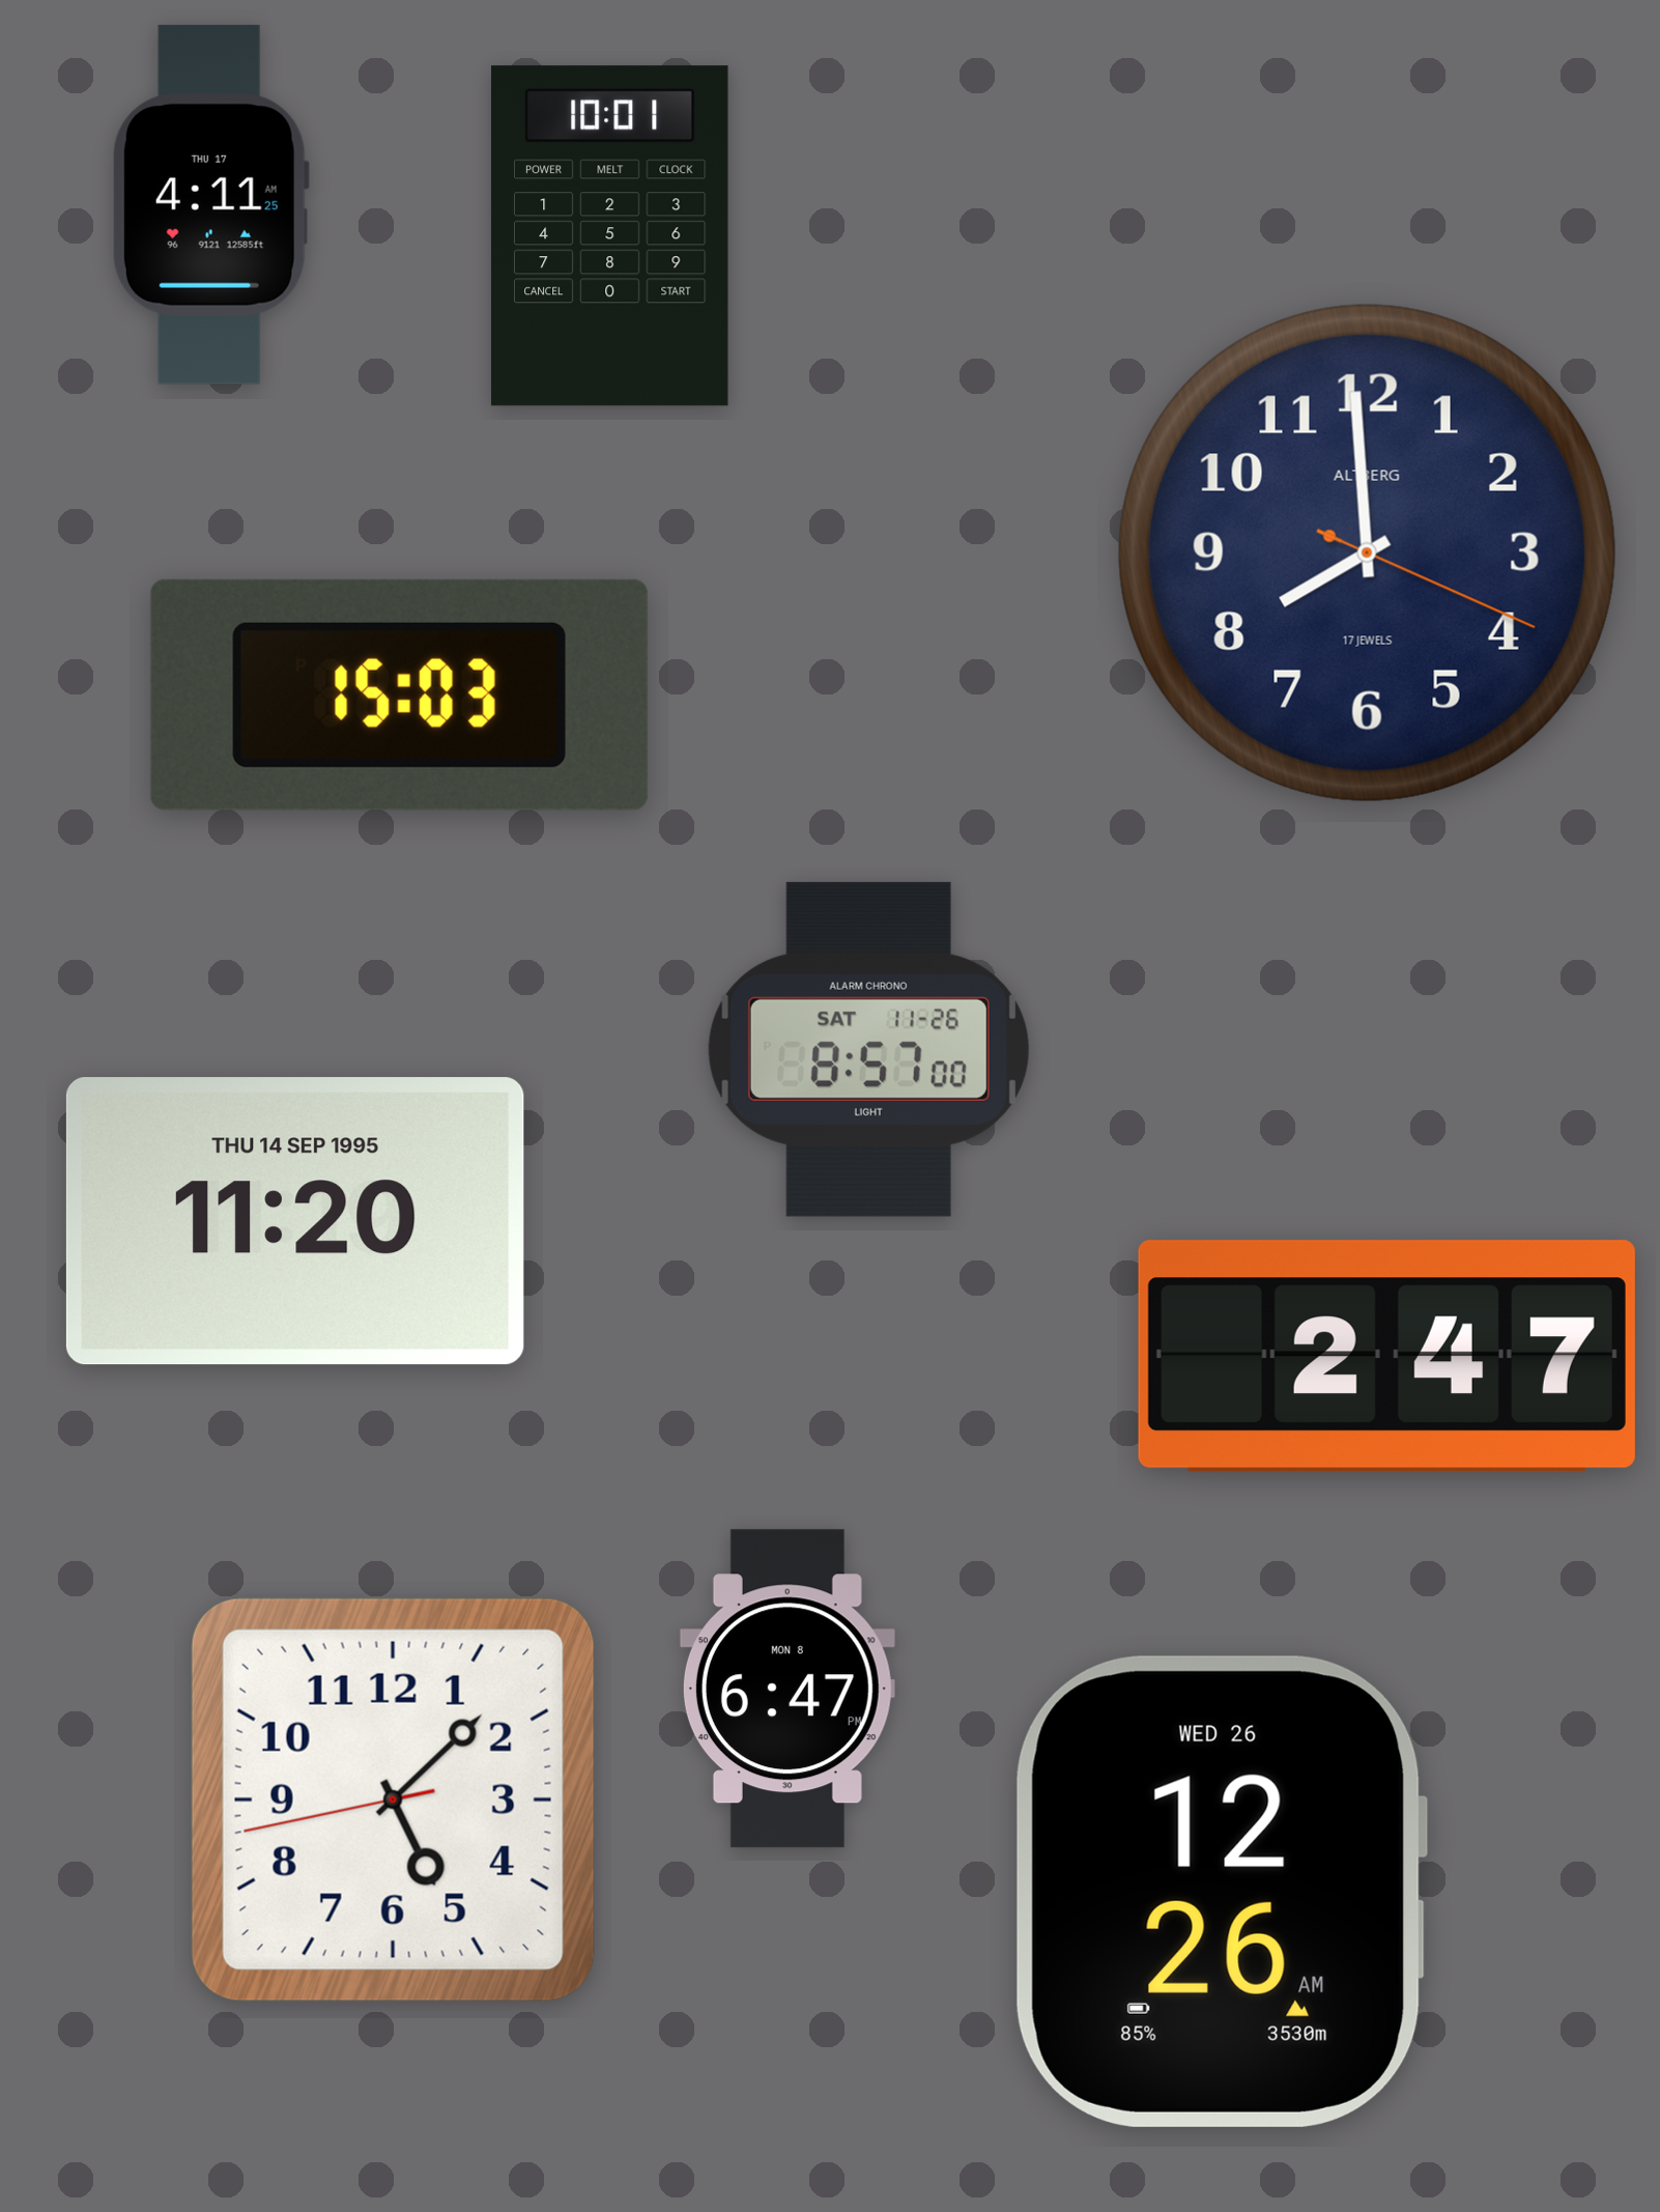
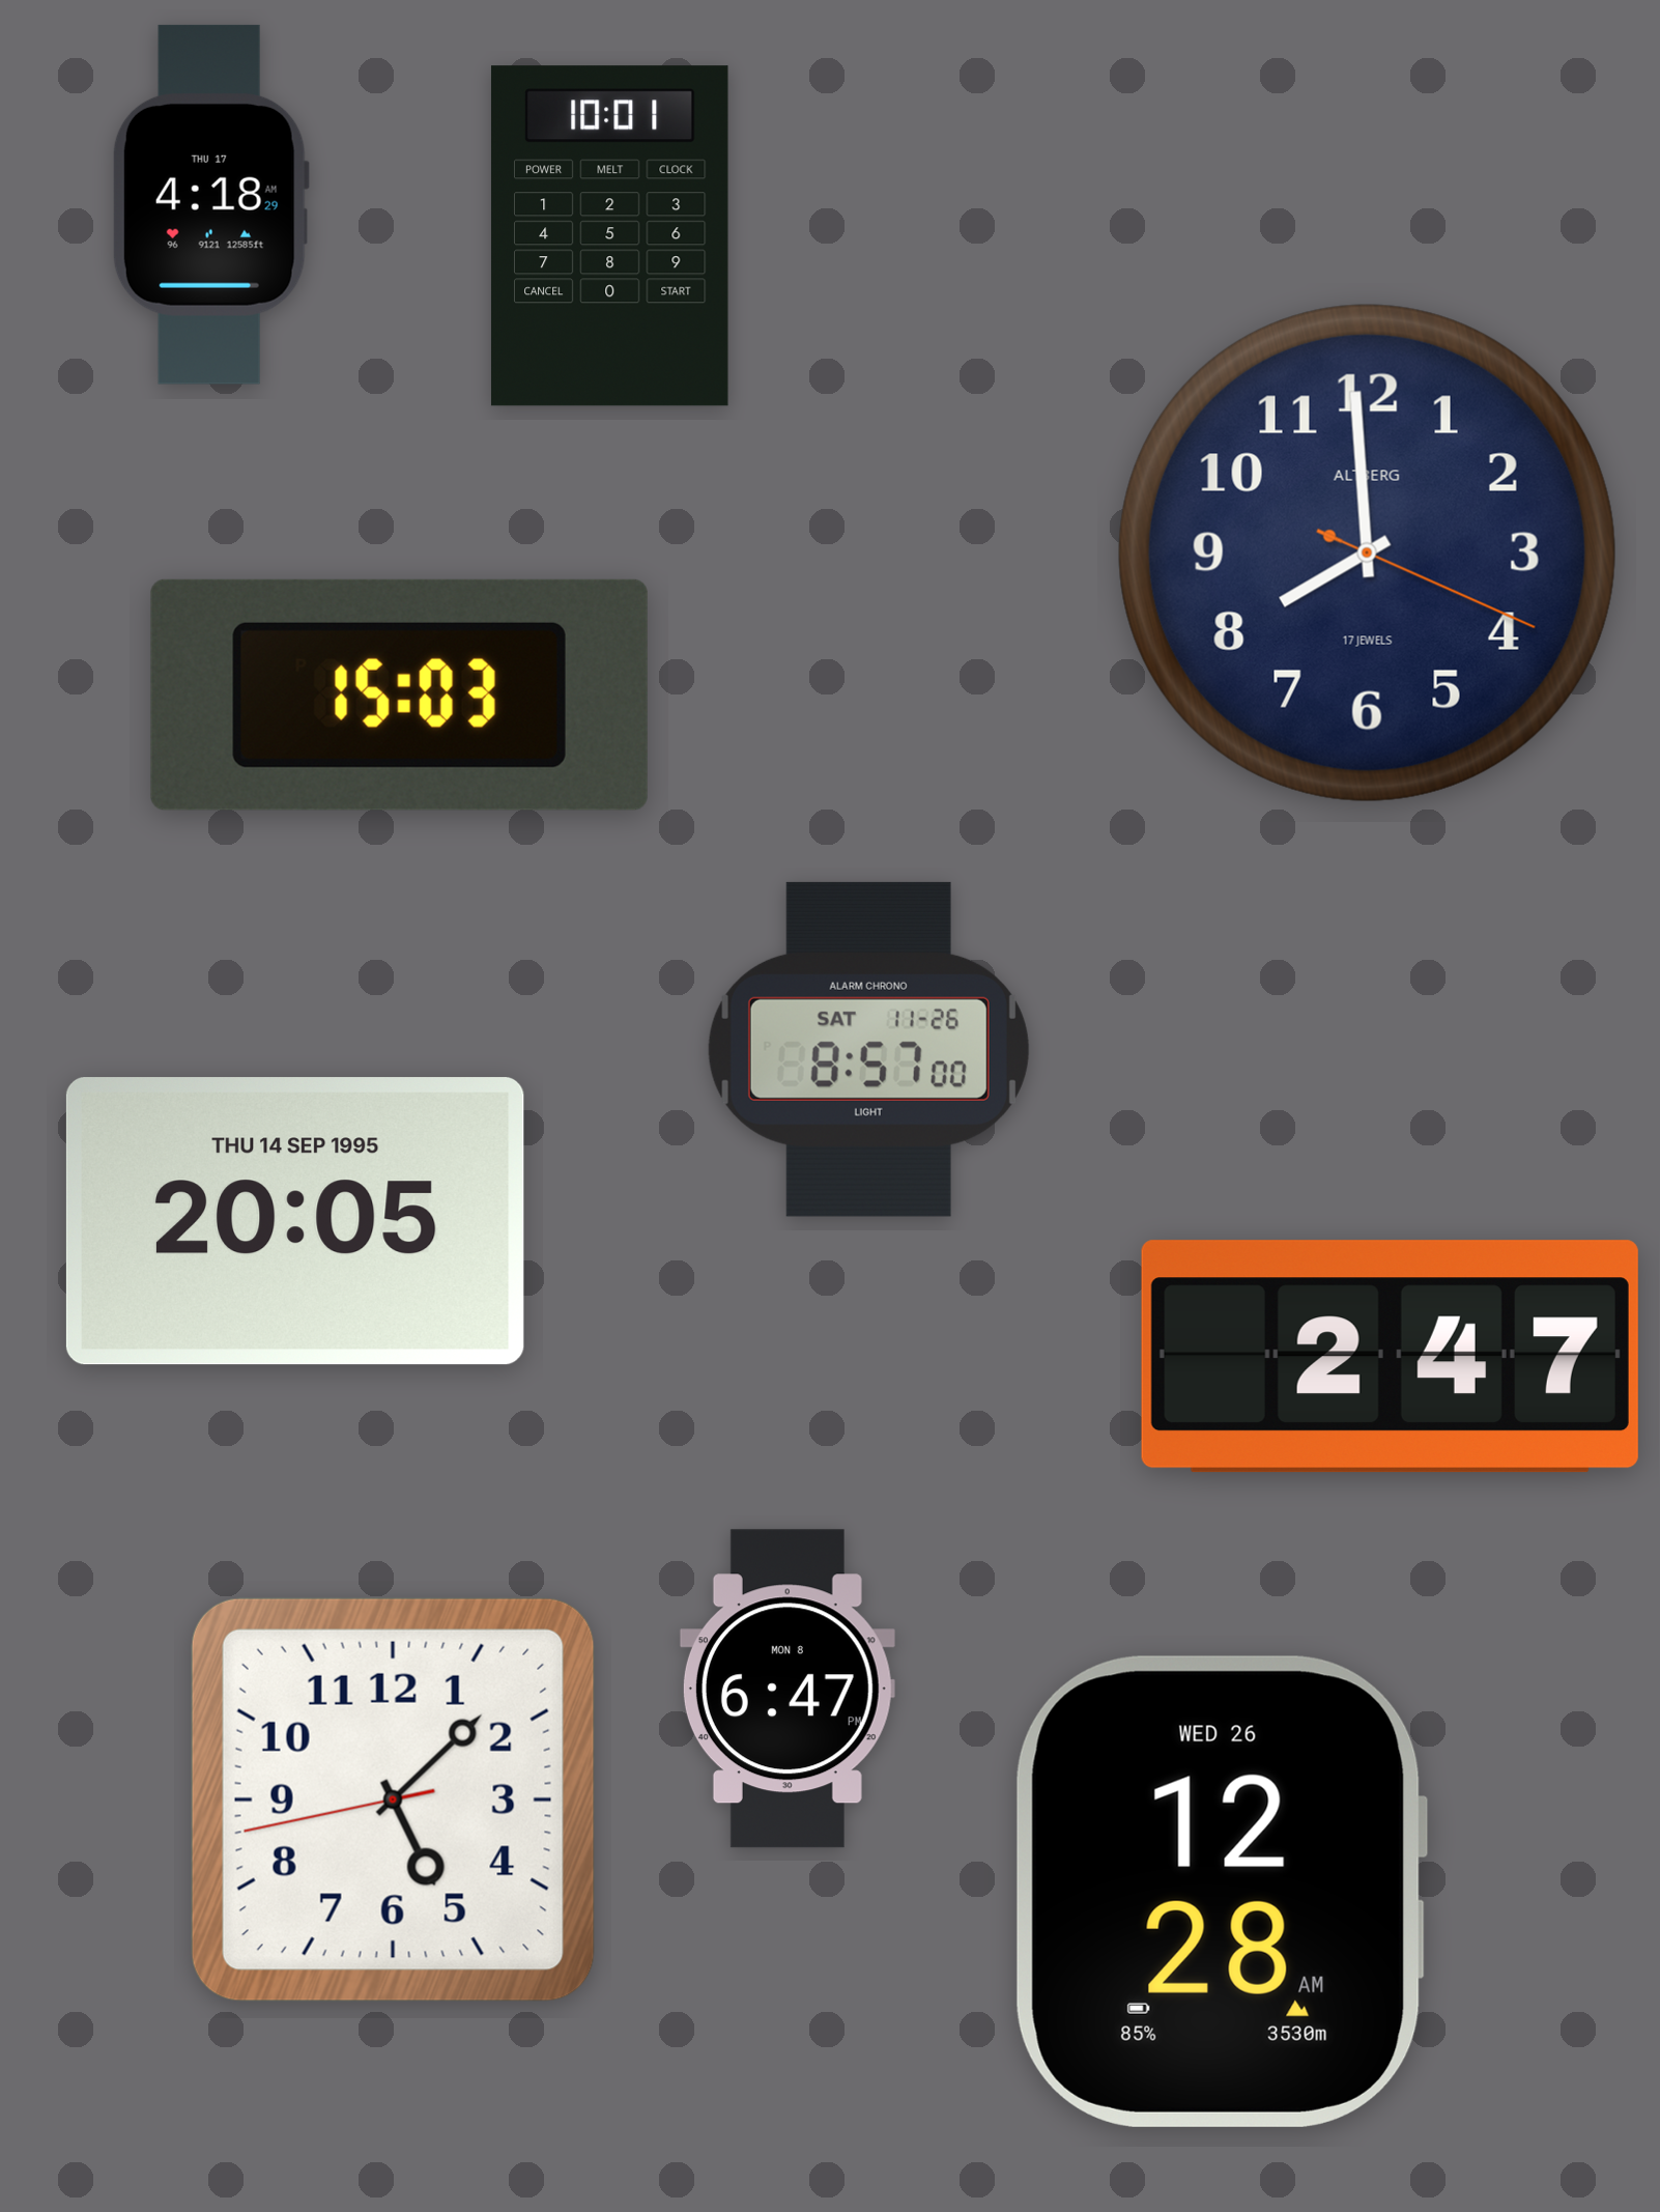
clock at (210, 204): 4:11 -> 4:18
clock at (295, 1221): 11:20 -> 20:05
clock at (1386, 1357) position: (1386, 1357) -> (1390, 1357)
clock at (1222, 1892): 12:26 -> 12:28
